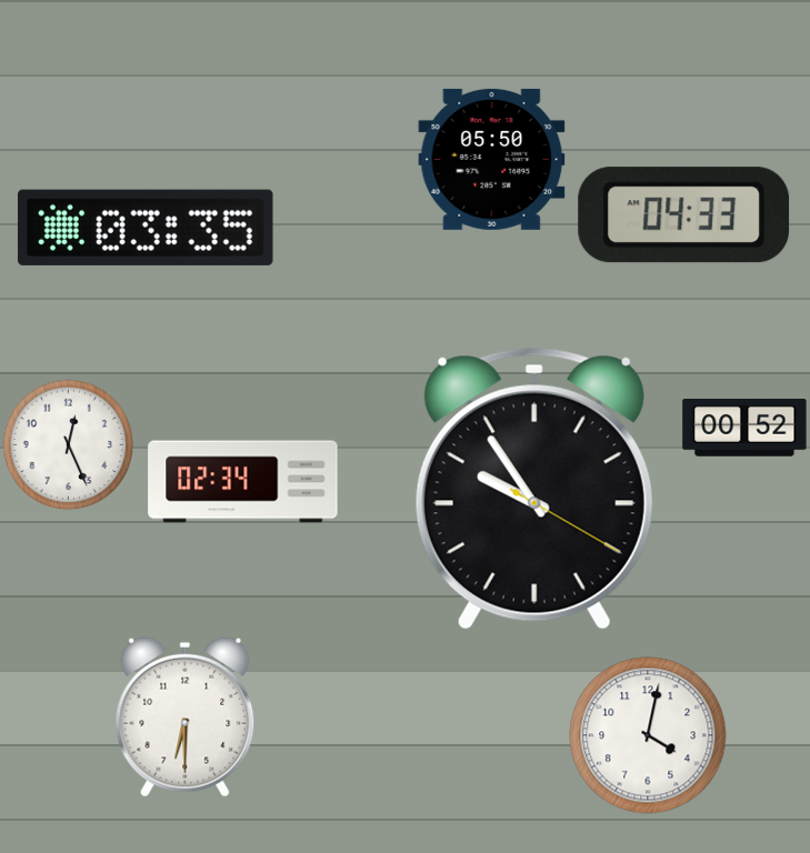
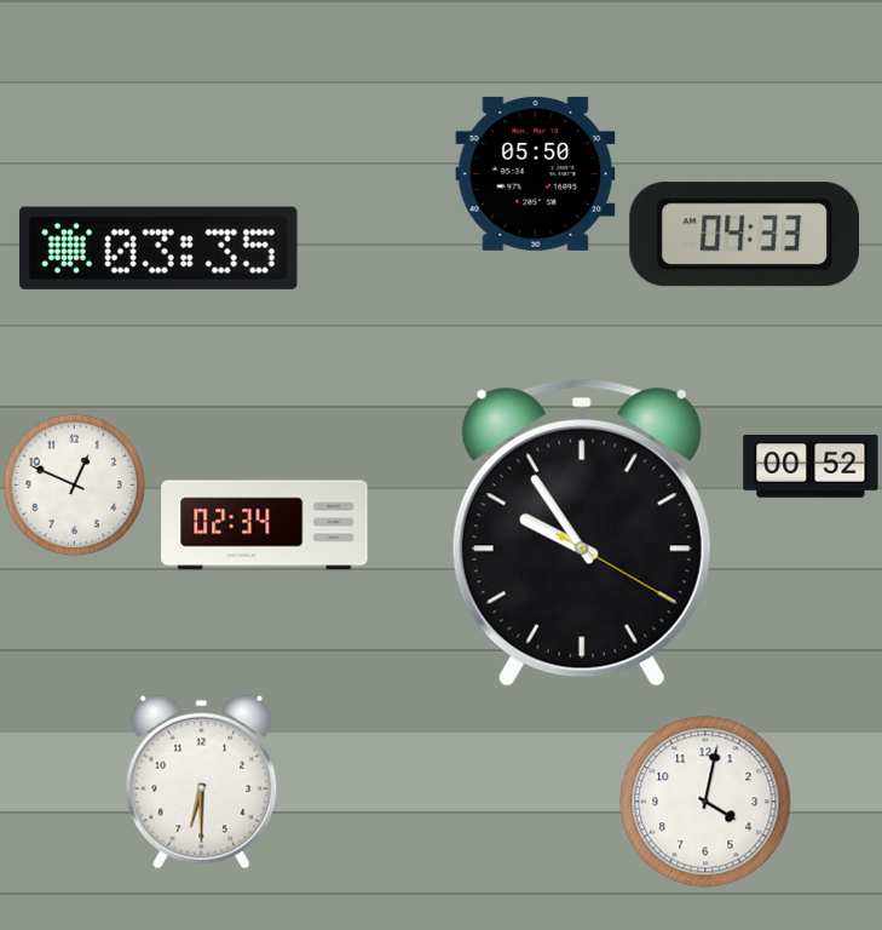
clock at (68, 444): 12:26 -> 12:49
